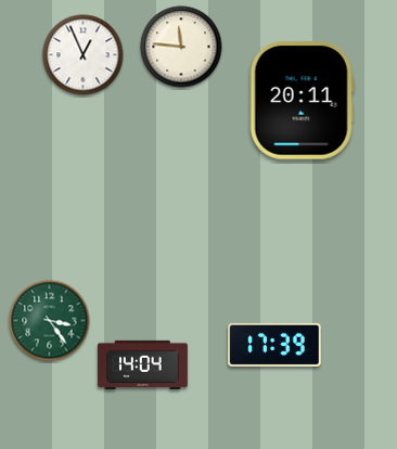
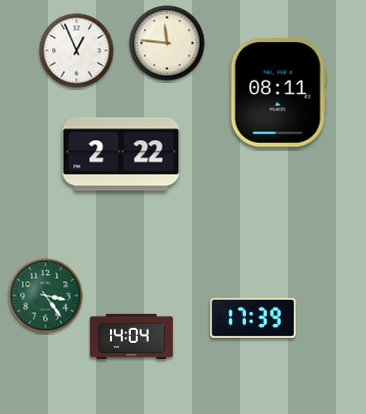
clock at (302, 101): 20:11 -> 08:11
clock at (121, 154): none -> 2:22
